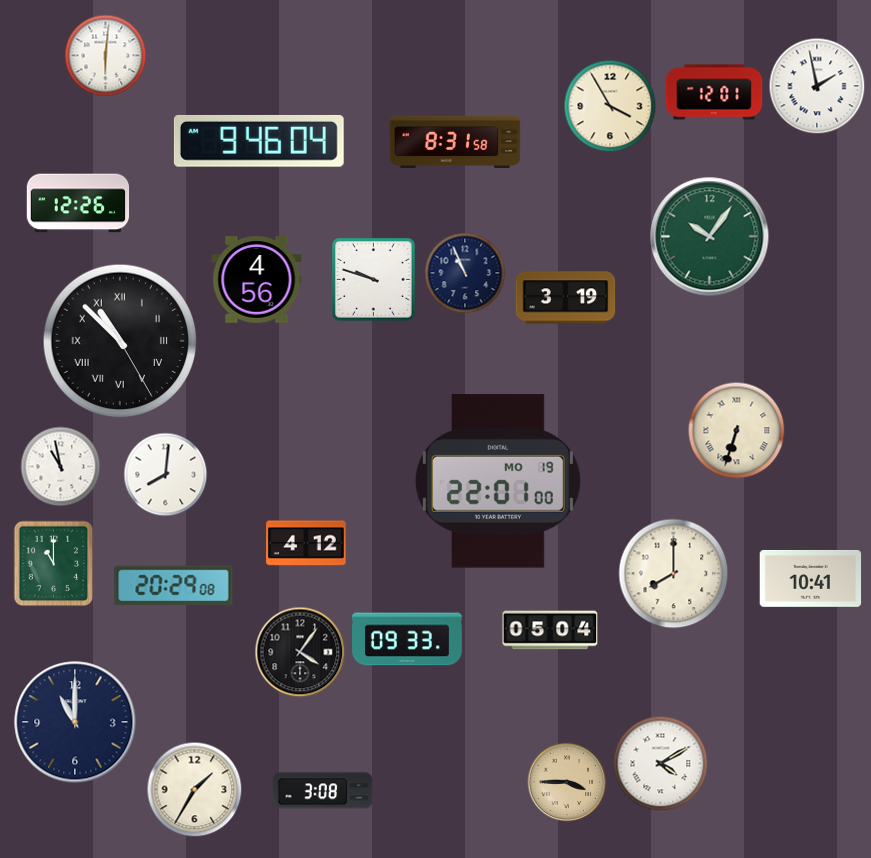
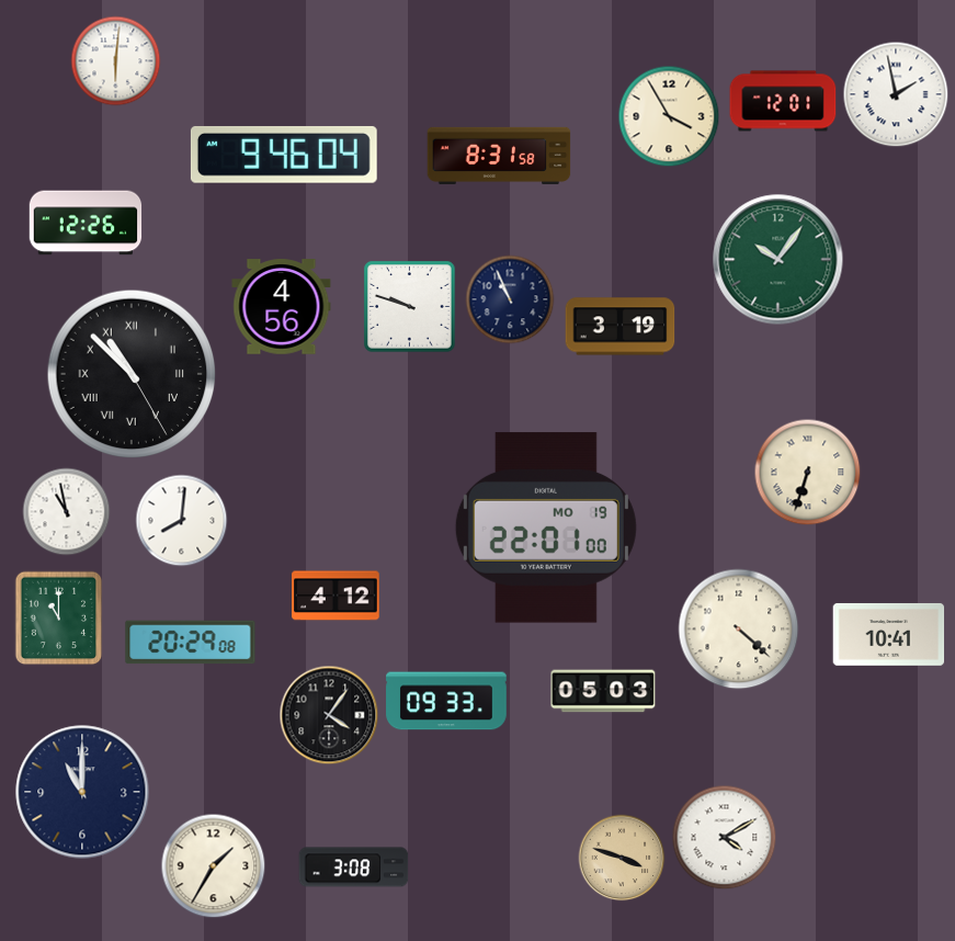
clock at (674, 574): 8:00 -> 4:22
clock at (550, 630): 05:04 -> 05:03
clock at (567, 782): 3:45 -> 3:48
